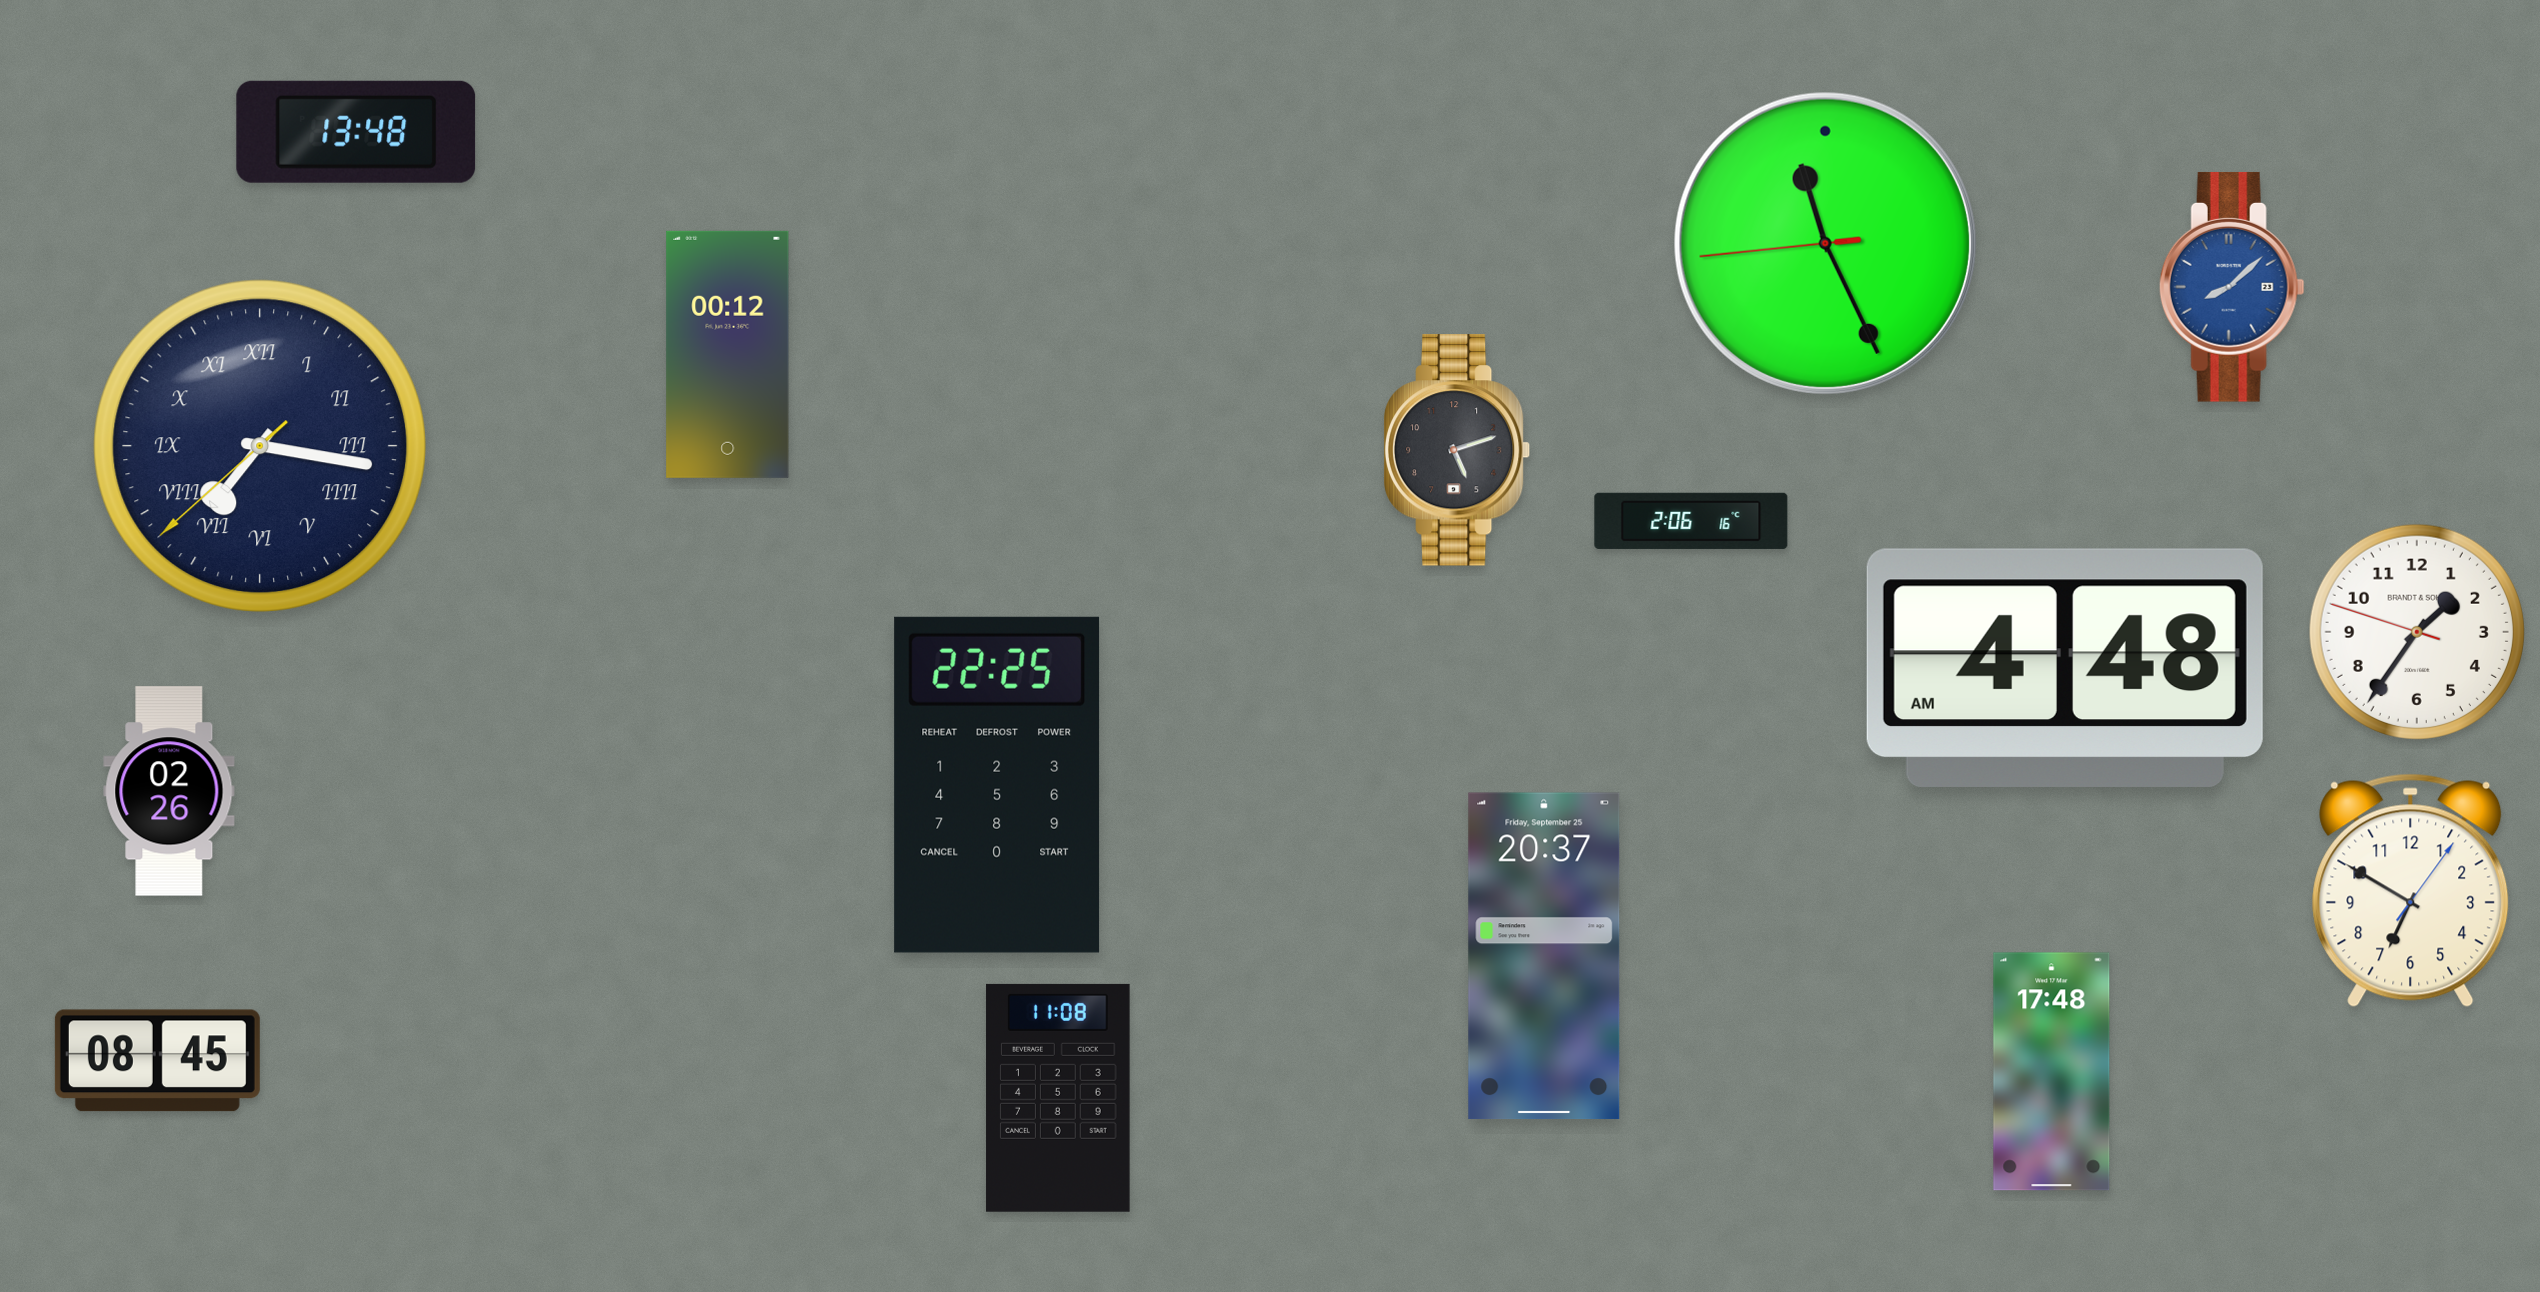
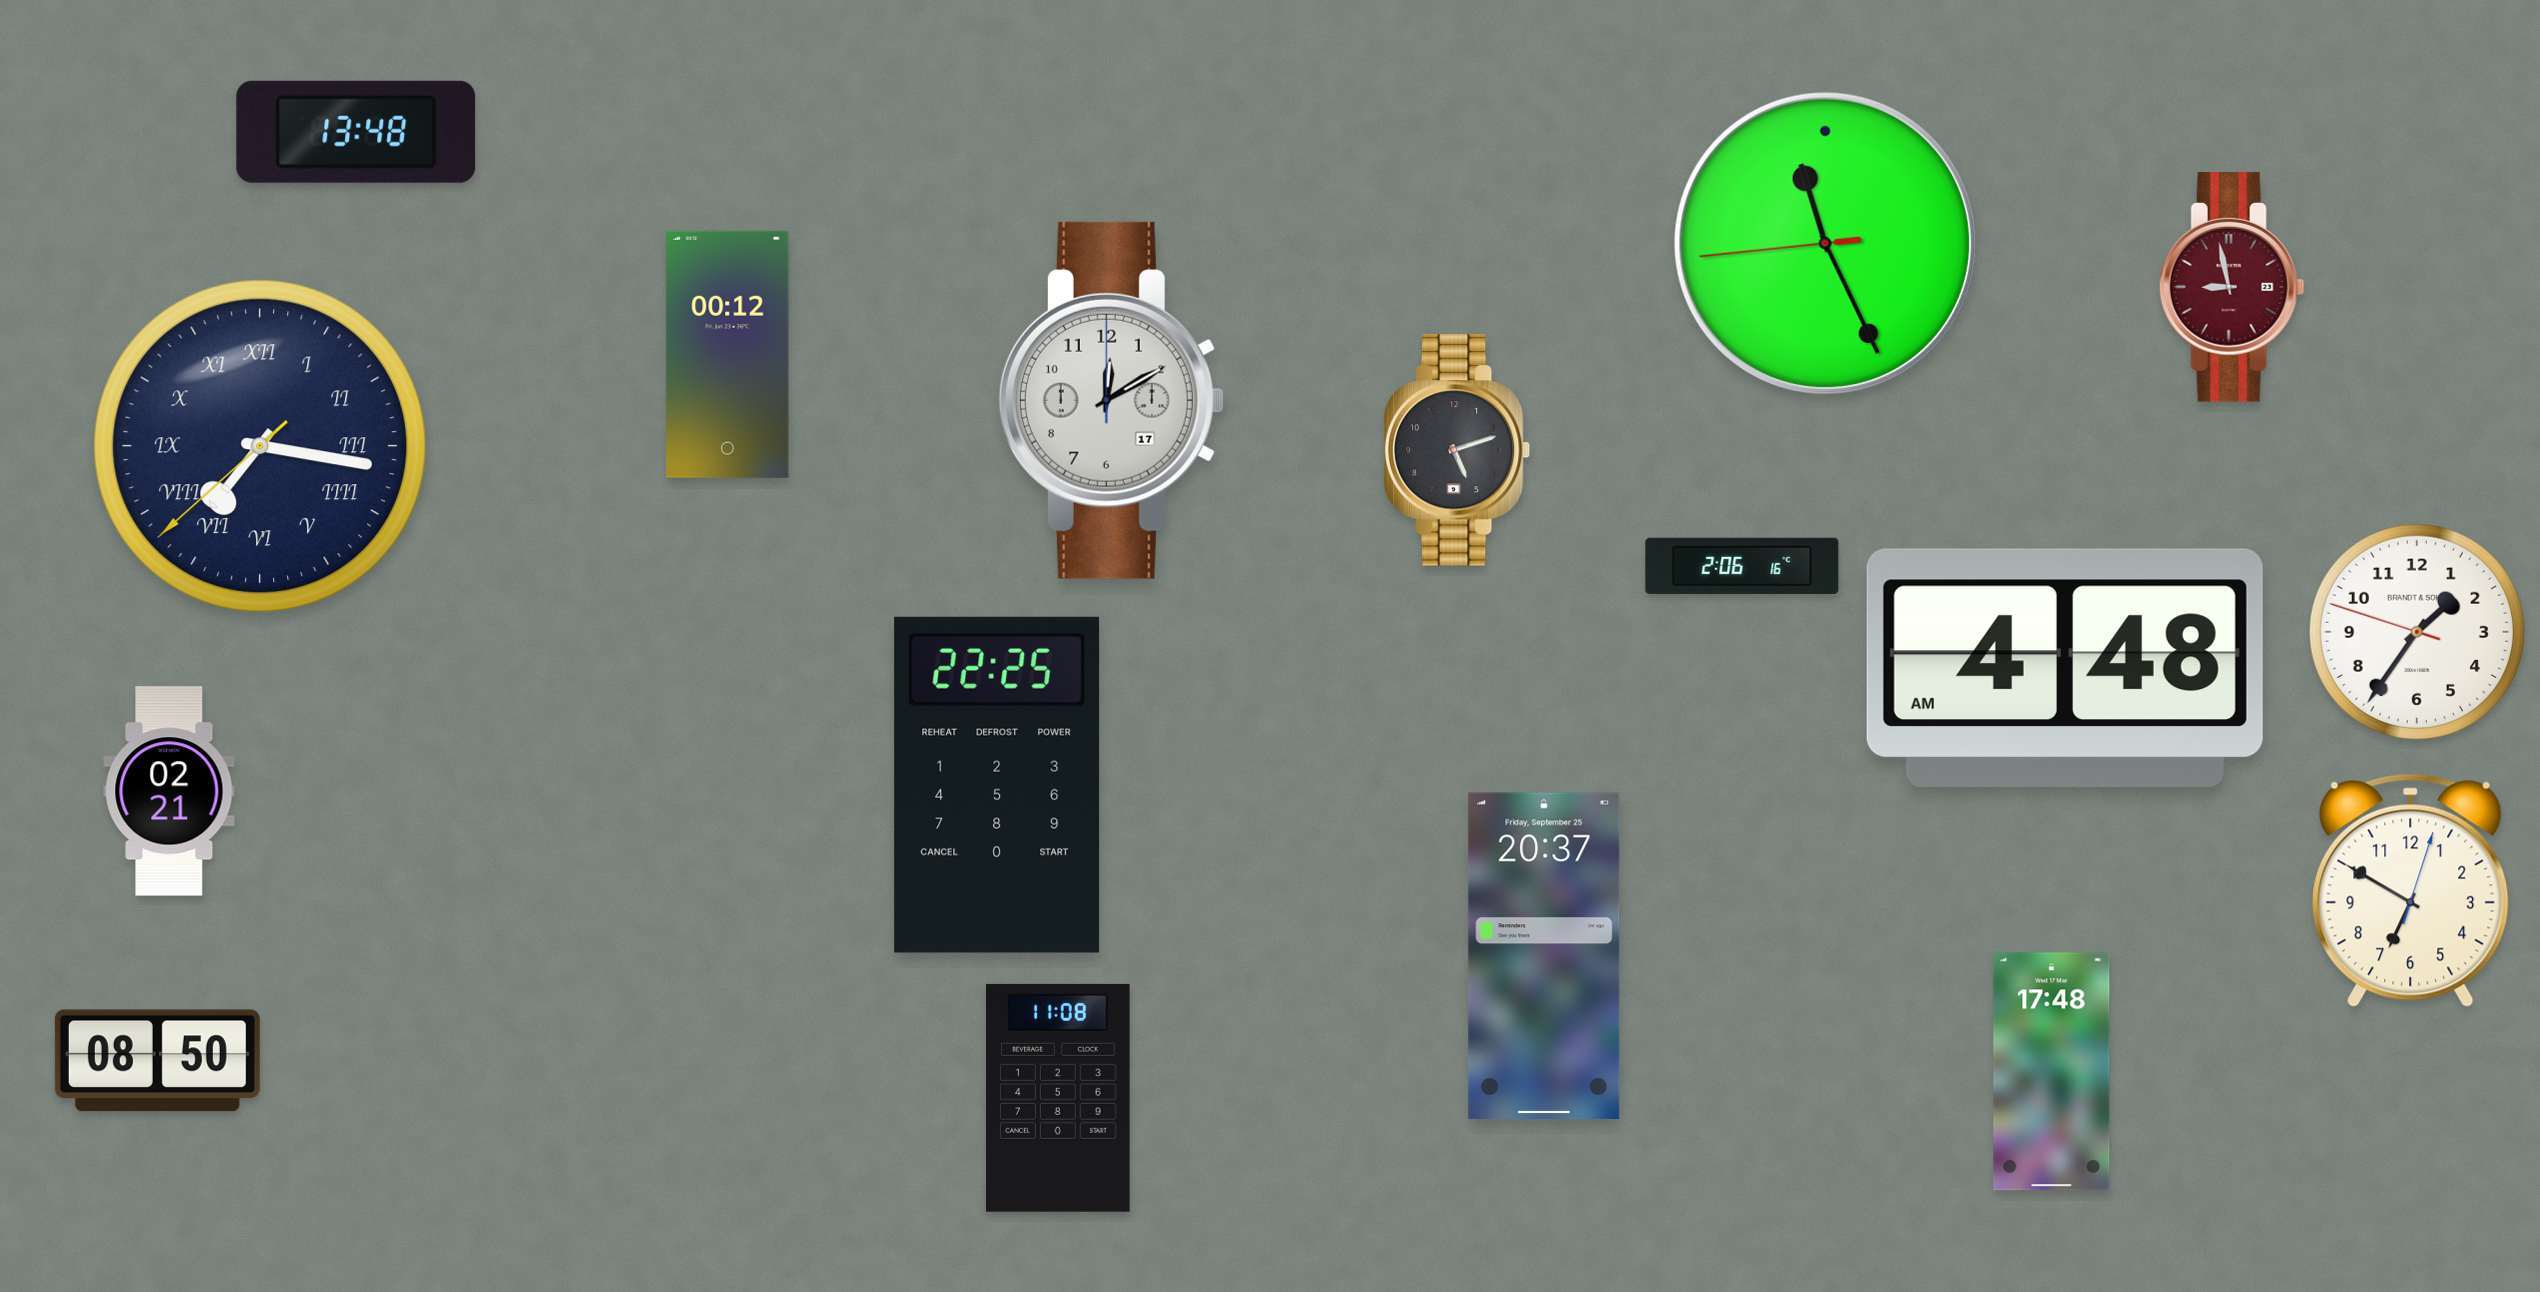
clock at (2232, 287): 8:08 -> 8:58
clock at (2232, 287) dial: blue -> burgundy
clock at (1111, 400): none -> 12:10
clock at (1691, 521) position: (1691, 521) -> (1742, 566)
clock at (169, 791): 02:26 -> 02:21
clock at (2411, 890): 6:50:06 -> 6:50:03
clock at (157, 1061): 08:45 -> 08:50
